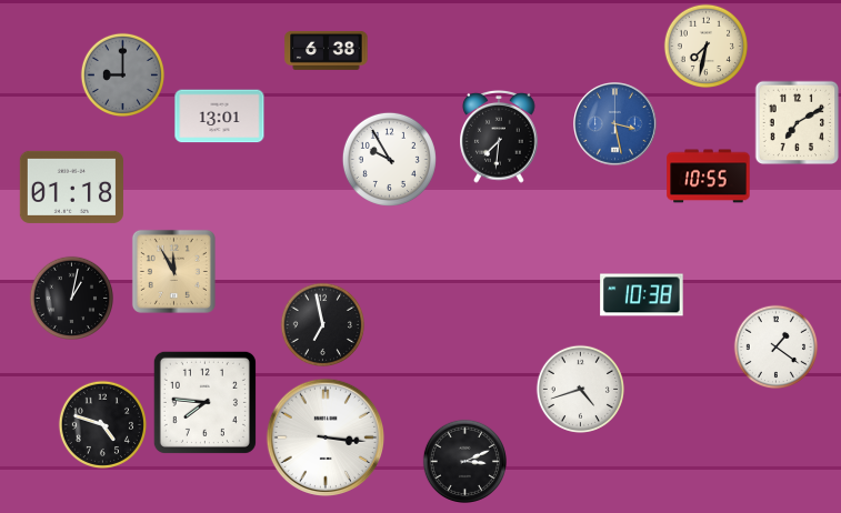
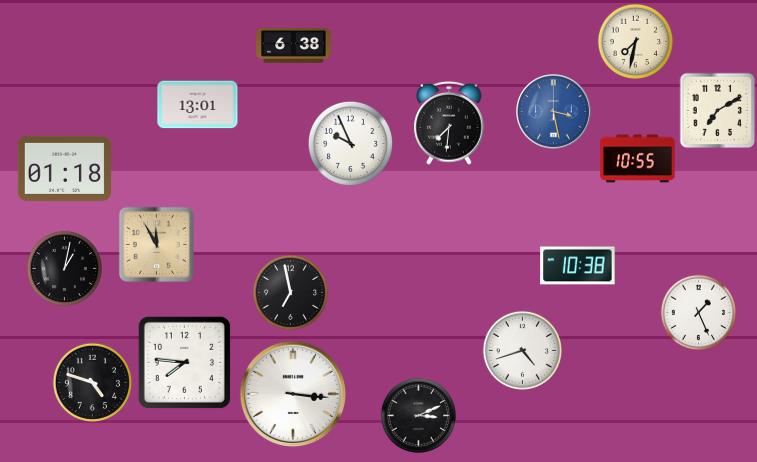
clock at (122, 74): 9:00 -> none
clock at (389, 159): 9:55 -> 9:56
clock at (775, 346): 1:21 -> 1:26
